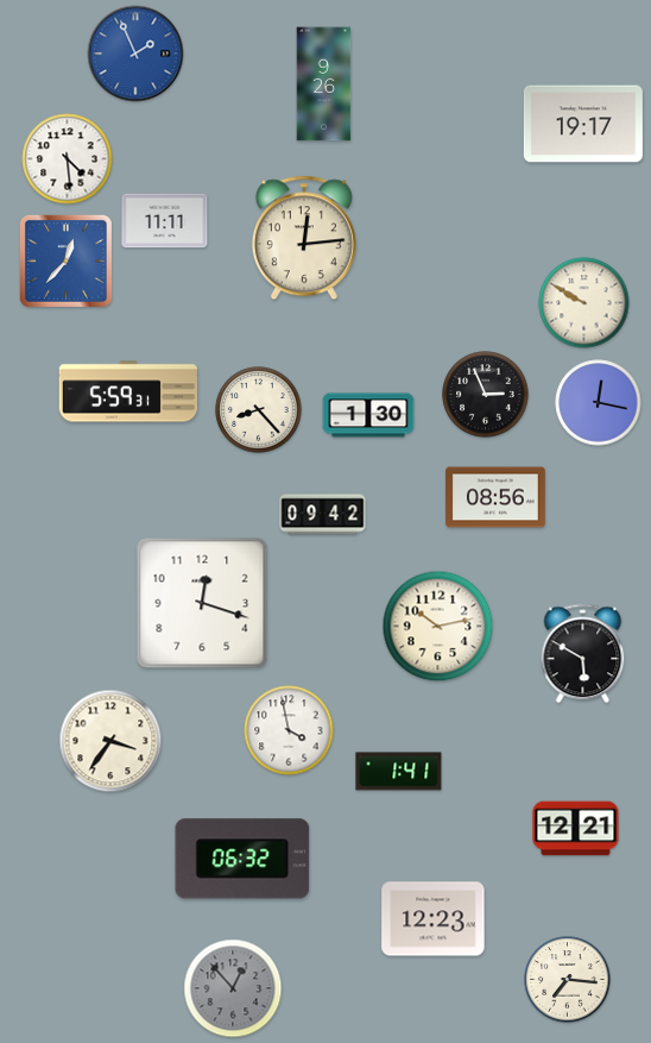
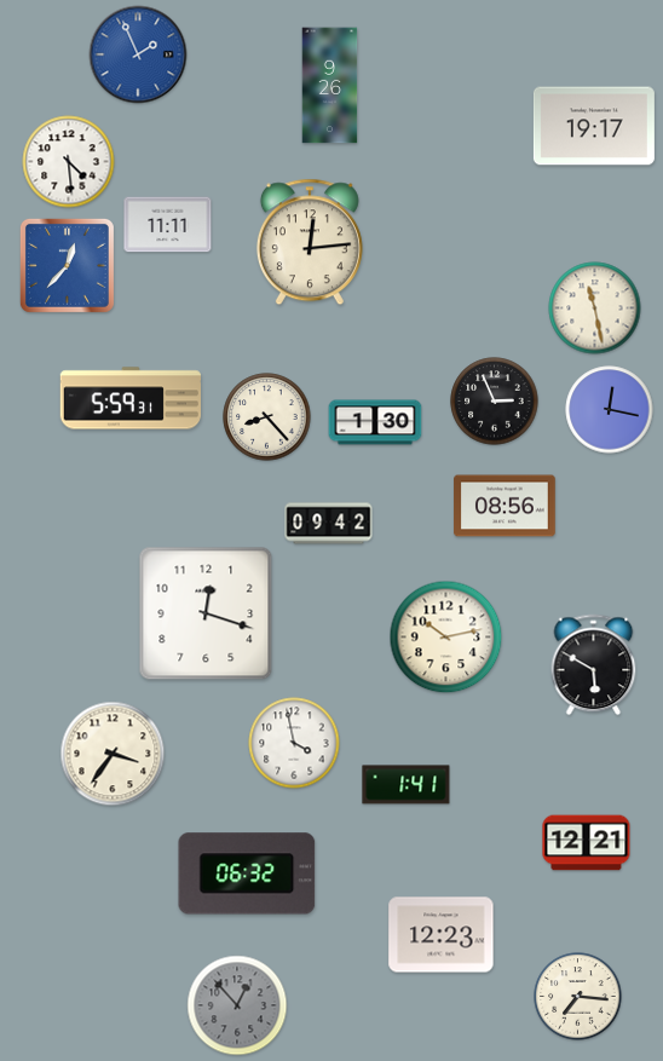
clock at (584, 303): 9:50 -> 11:28
clock at (259, 410) position: (259, 410) -> (267, 417)
